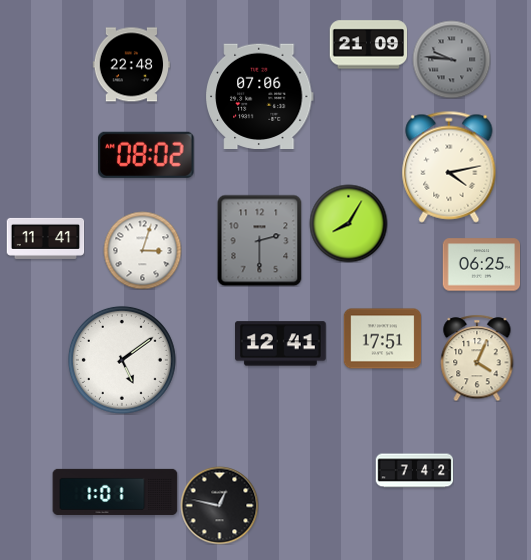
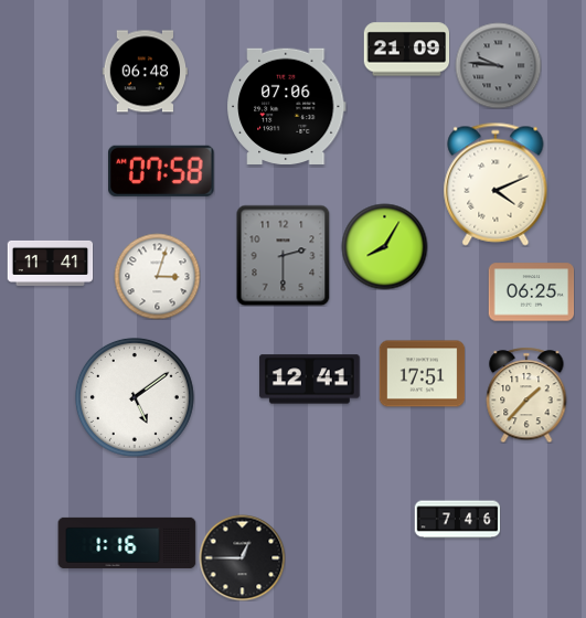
clock at (131, 65): 22:48 -> 06:48
clock at (146, 155): 08:02 -> 07:58
clock at (449, 167): 4:13 -> 4:11
clock at (260, 240) position: (260, 240) -> (284, 255)
clock at (477, 358): 4:04 -> 1:37
clock at (414, 471): 7:42 -> 7:46
clock at (115, 492): 1:01 -> 1:16
clock at (219, 505): 12:47 -> 12:45
